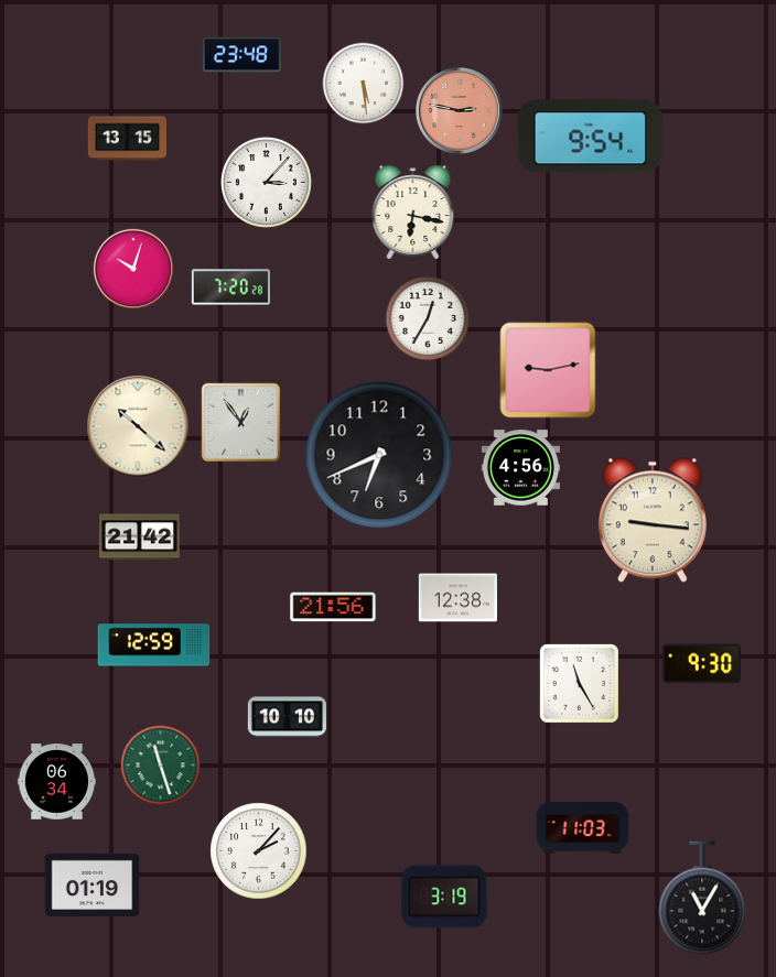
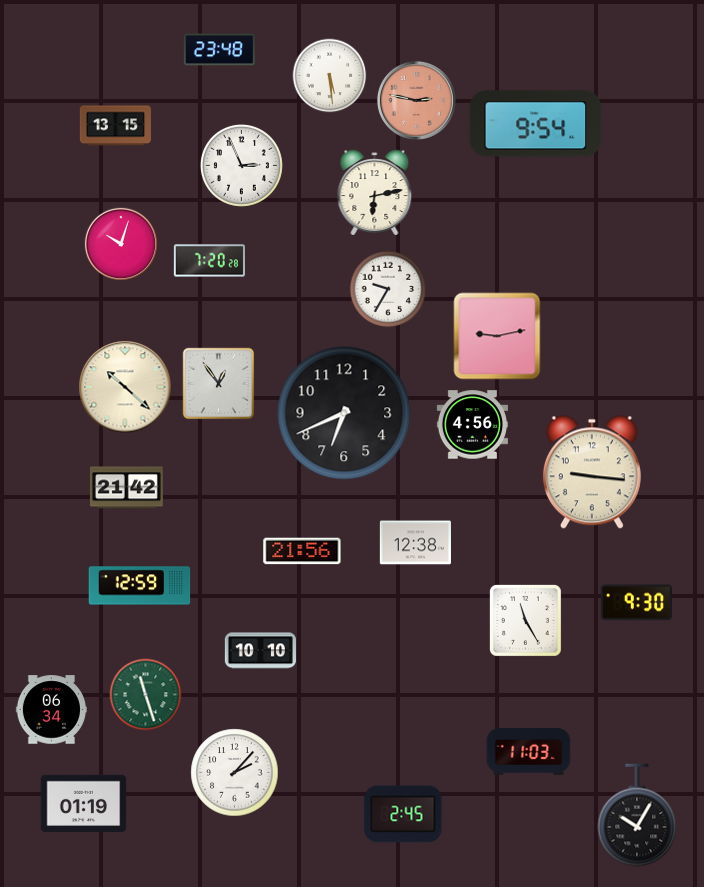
clock at (266, 182): 3:07 -> 2:56
clock at (413, 213): 6:17 -> 6:13
clock at (428, 318): 12:35 -> 9:35
clock at (444, 897): 3:19 -> 2:45
clock at (702, 898): 11:05 -> 10:05
